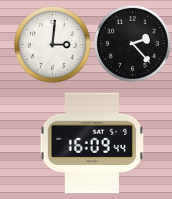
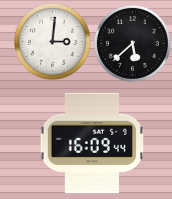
clock at (132, 43): 2:23 -> 5:38
clock at (52, 44) position: (52, 44) -> (52, 41)
